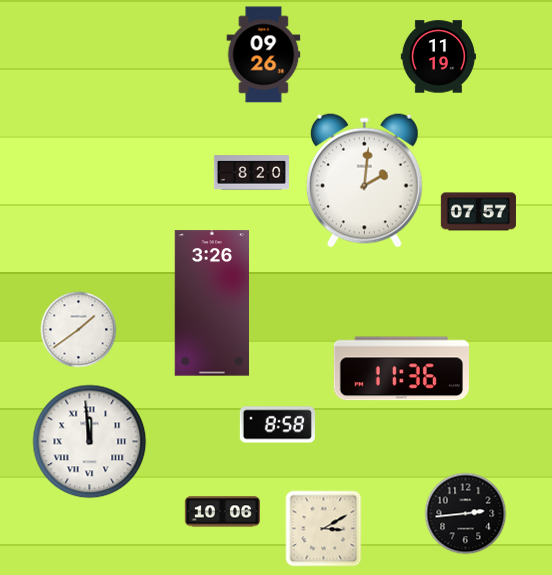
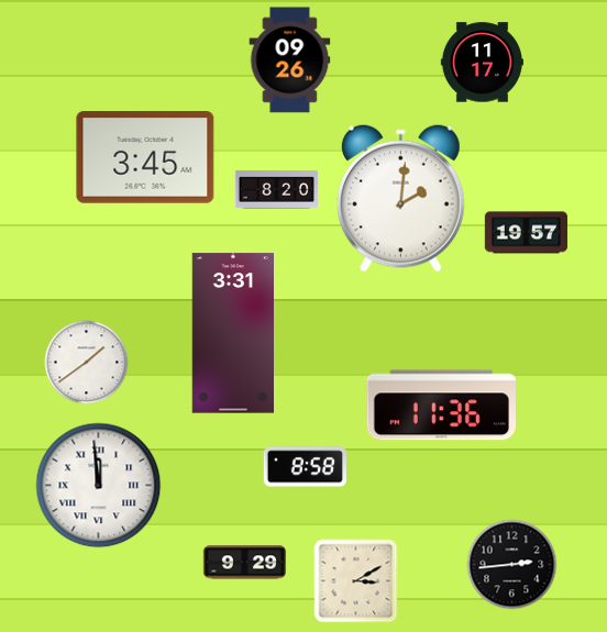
clock at (438, 57): 11:19 -> 11:17
clock at (145, 157): none -> 3:45
clock at (478, 212): 07:57 -> 19:57
clock at (211, 303): 3:26 -> 3:31
clock at (222, 512): 10:06 -> 9:29
